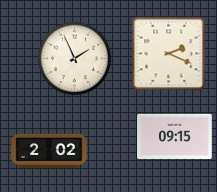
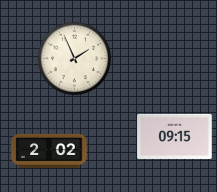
clock at (169, 54): 2:19 -> none
